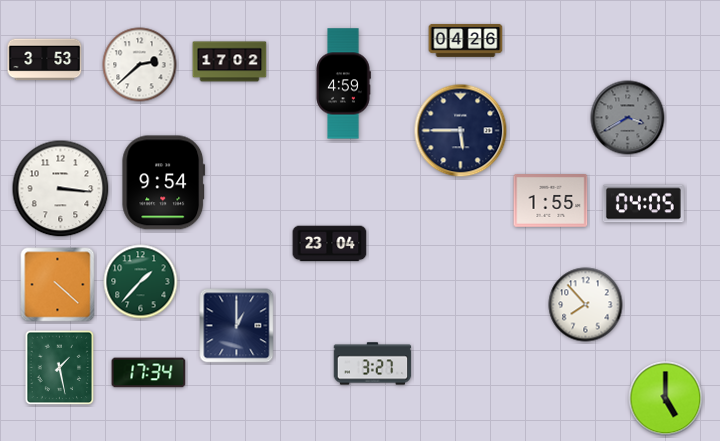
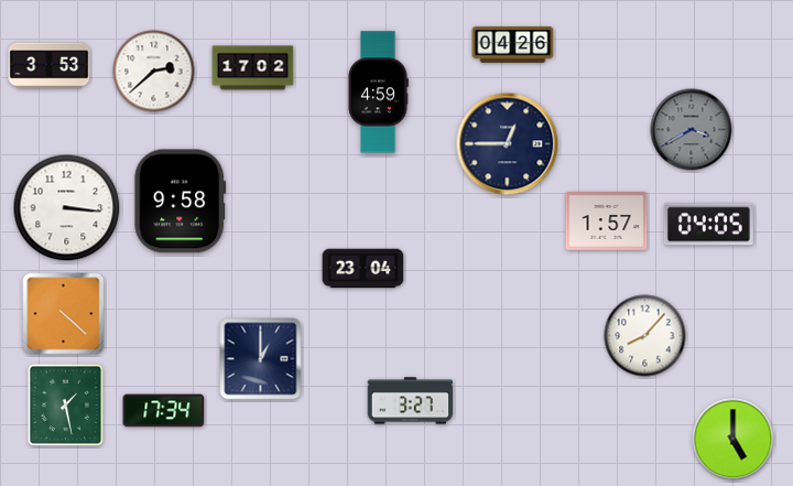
clock at (461, 131): 5:45 -> 12:45
clock at (164, 183): 9:54 -> 9:58
clock at (551, 201): 1:55 -> 1:57
clock at (141, 282): 1:37 -> none
clock at (586, 305): 7:53 -> 8:07
